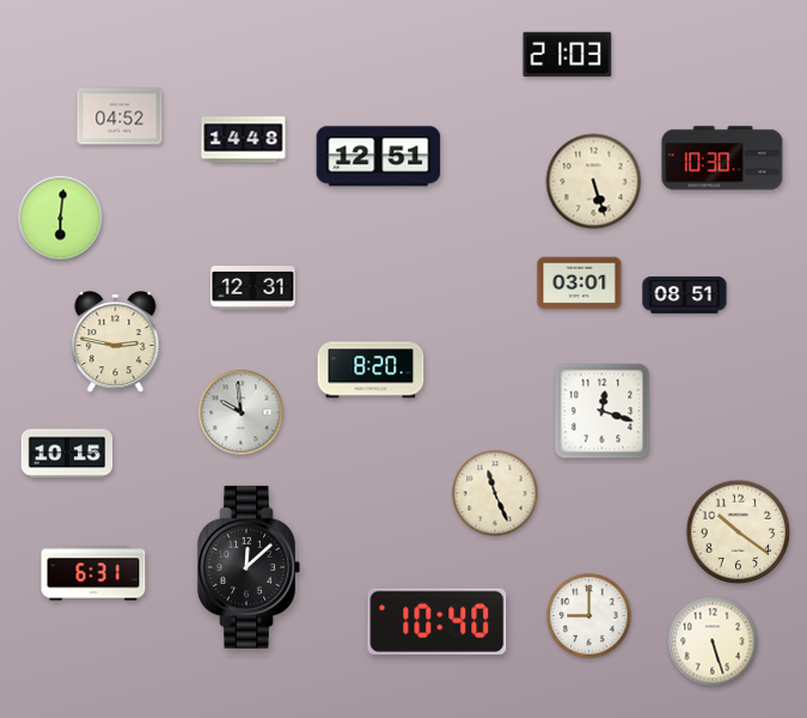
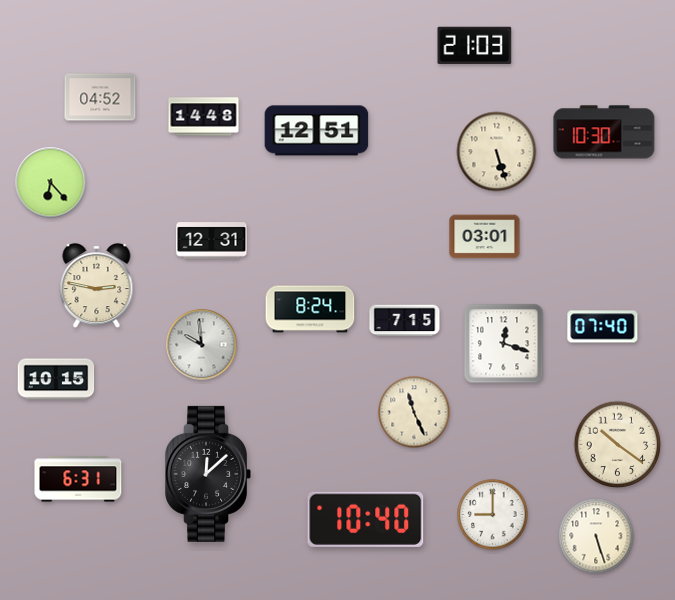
clock at (61, 219): 6:01 -> 6:23
clock at (685, 296): 08:51 -> none
clock at (371, 370): 8:20 -> 8:24
clock at (405, 321): none -> 7:15
clock at (603, 327): none -> 07:40
